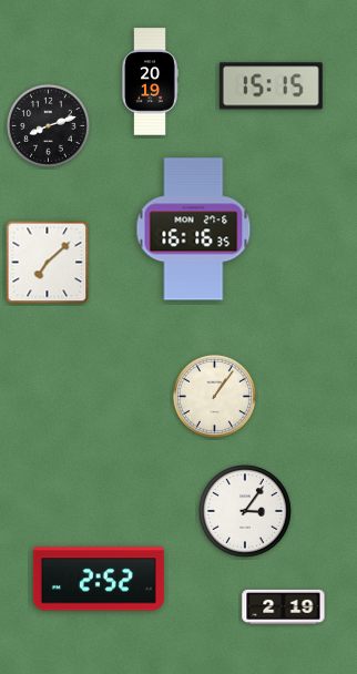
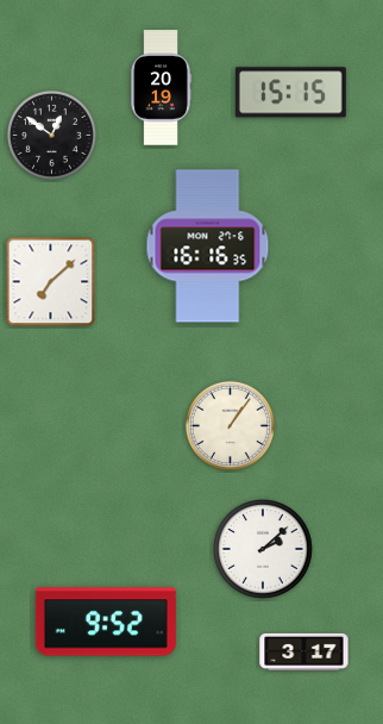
clock at (48, 125): 8:12 -> 12:51
clock at (246, 512): 3:06 -> 2:08
clock at (99, 579): 2:52 -> 9:52
clock at (284, 606): 2:19 -> 3:17
